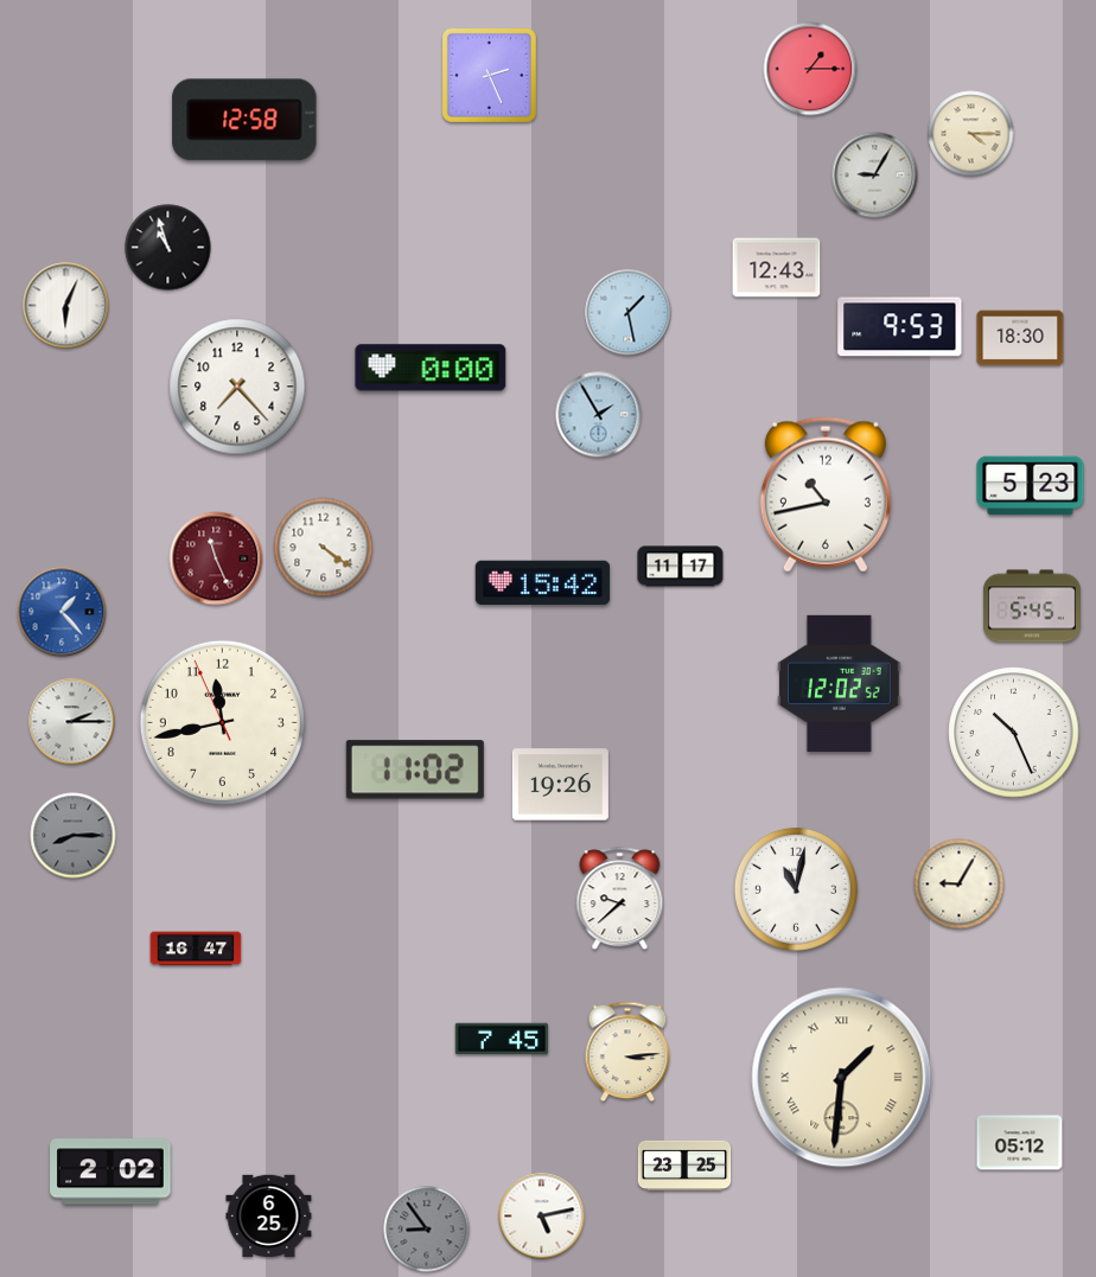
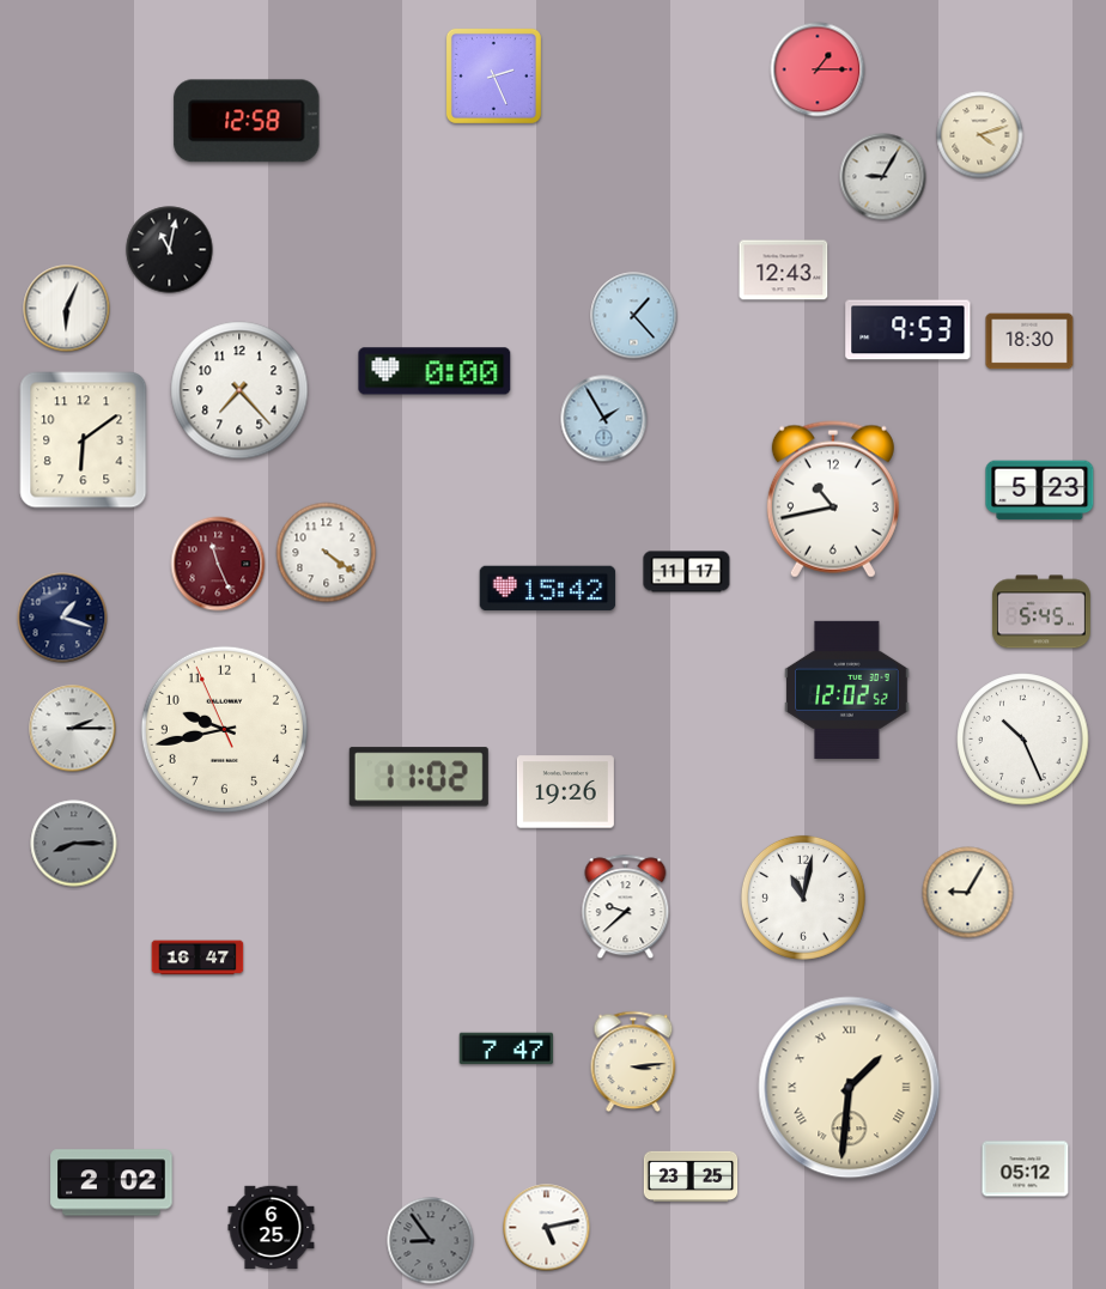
clock at (971, 134): 4:15 -> 4:12
clock at (168, 248): 10:57 -> 11:02
clock at (629, 313): 1:28 -> 1:23
clock at (84, 440): none -> 6:09
clock at (62, 612): 1:23 -> 1:18
clock at (62, 612) dial: blue -> navy
clock at (222, 722): 11:42 -> 9:42
clock at (502, 1039): 7:45 -> 7:47
clock at (1020, 1143) position: (1020, 1143) -> (1026, 1169)
